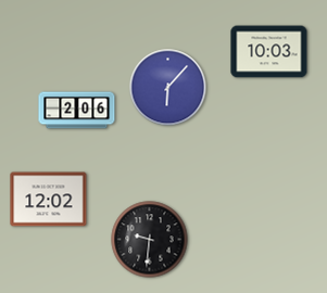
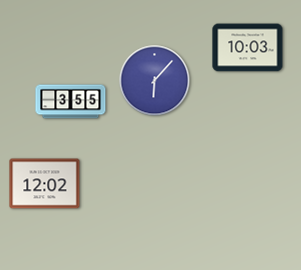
clock at (77, 111): 2:06 -> 3:55
clock at (150, 240): 9:31 -> none
